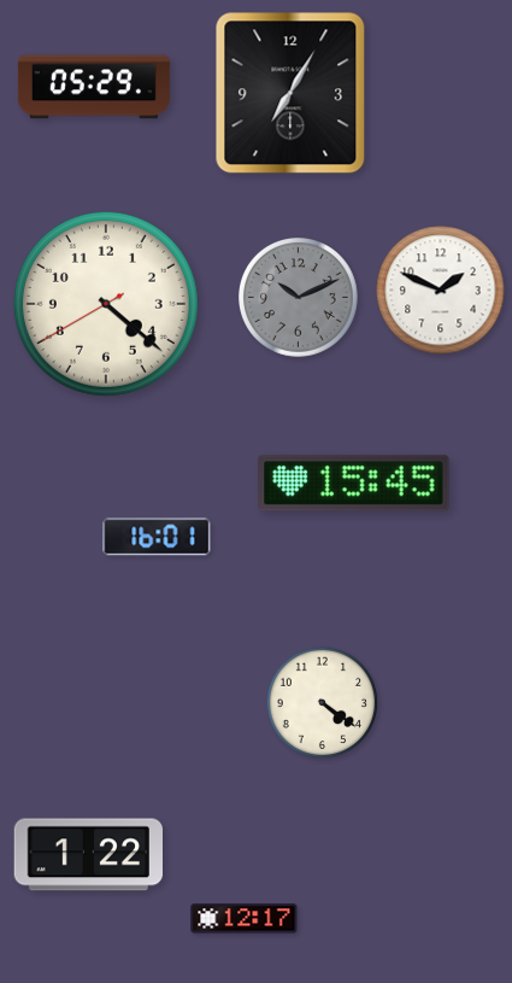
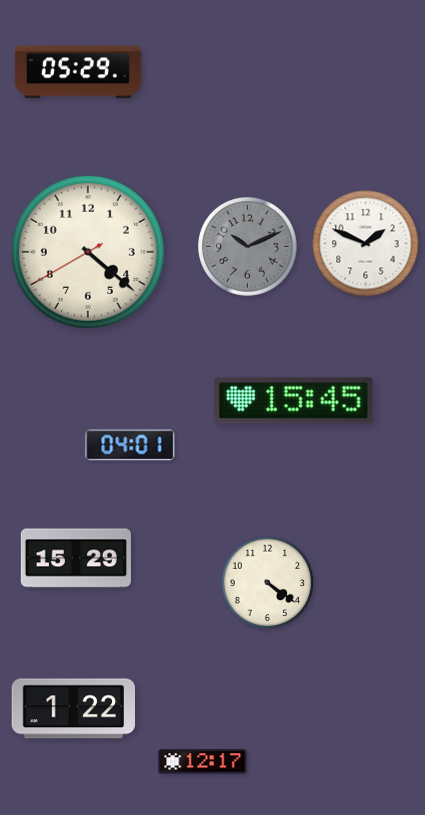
clock at (290, 93): 7:05 -> none
clock at (441, 291) position: (441, 291) -> (366, 244)
clock at (157, 537): 16:01 -> 04:01
clock at (76, 558): none -> 15:29
